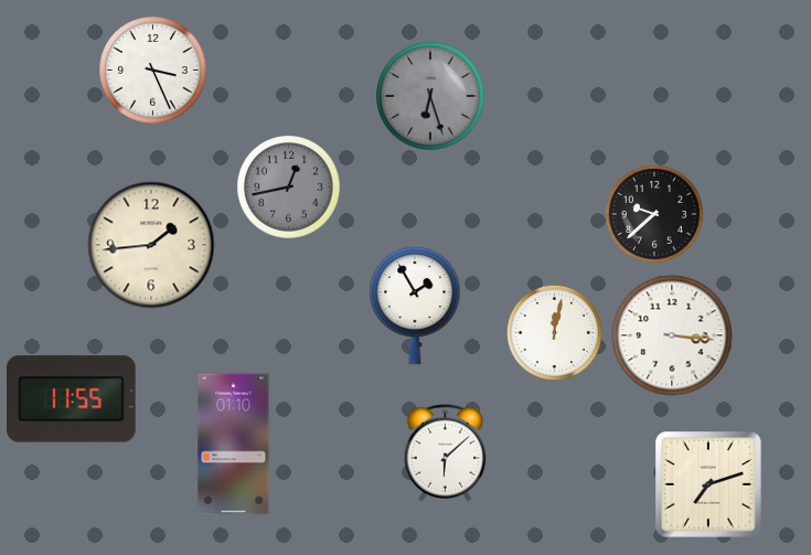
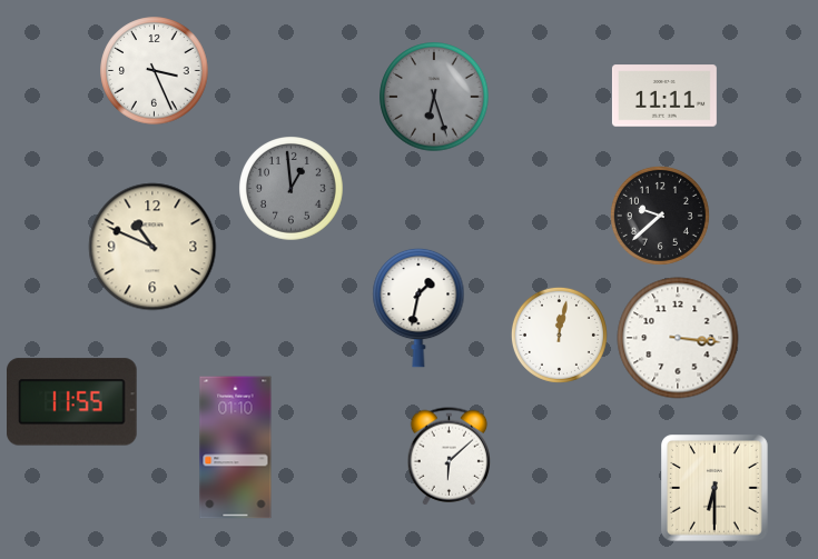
clock at (664, 96): none -> 11:11
clock at (289, 188): 12:43 -> 12:59
clock at (151, 245): 1:44 -> 10:49
clock at (415, 306): 1:55 -> 1:32
clock at (709, 485): 7:12 -> 6:30
